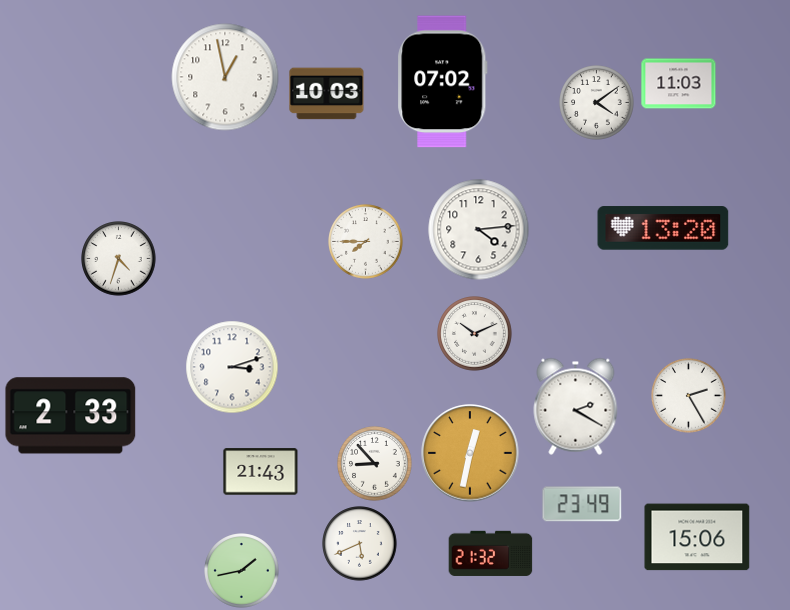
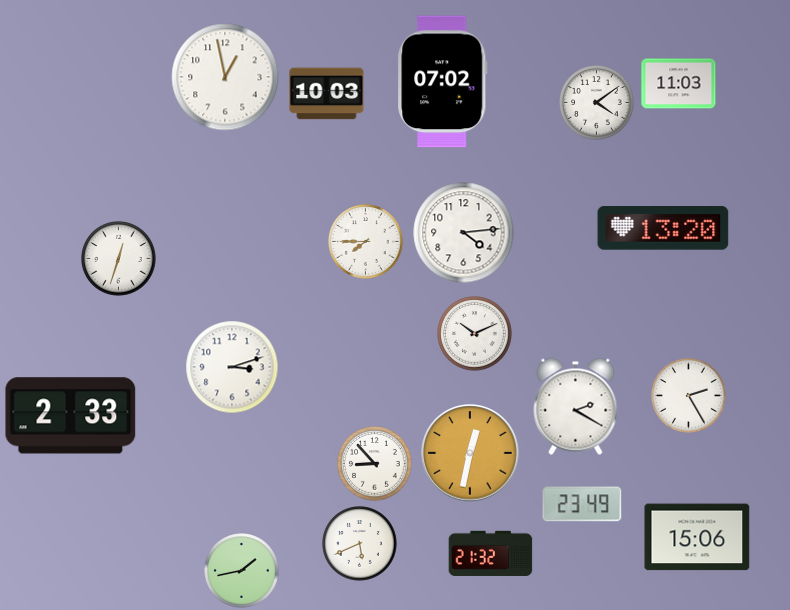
clock at (479, 230) position: (479, 230) -> (464, 233)
clock at (119, 259): 4:33 -> 12:33
clock at (261, 472): 21:43 -> none
